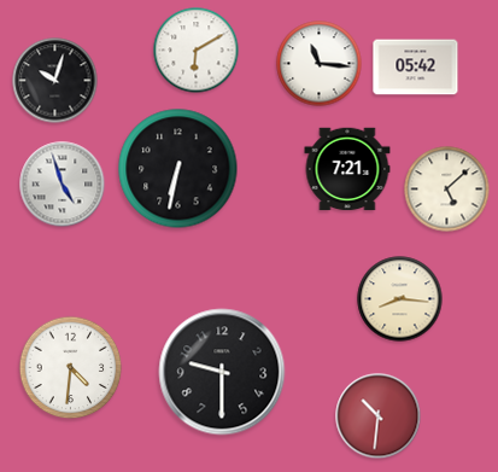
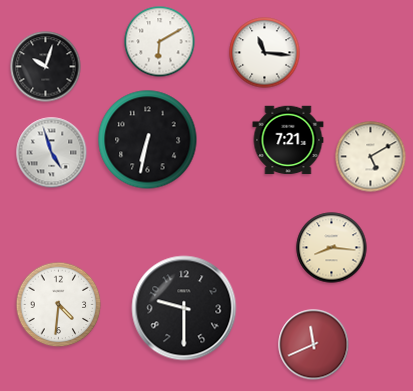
clock at (197, 51) position: (197, 51) -> (160, 42)
clock at (416, 68): 05:42 -> none
clock at (447, 190): 5:08 -> 5:10
clock at (379, 416): 10:31 -> 11:41
